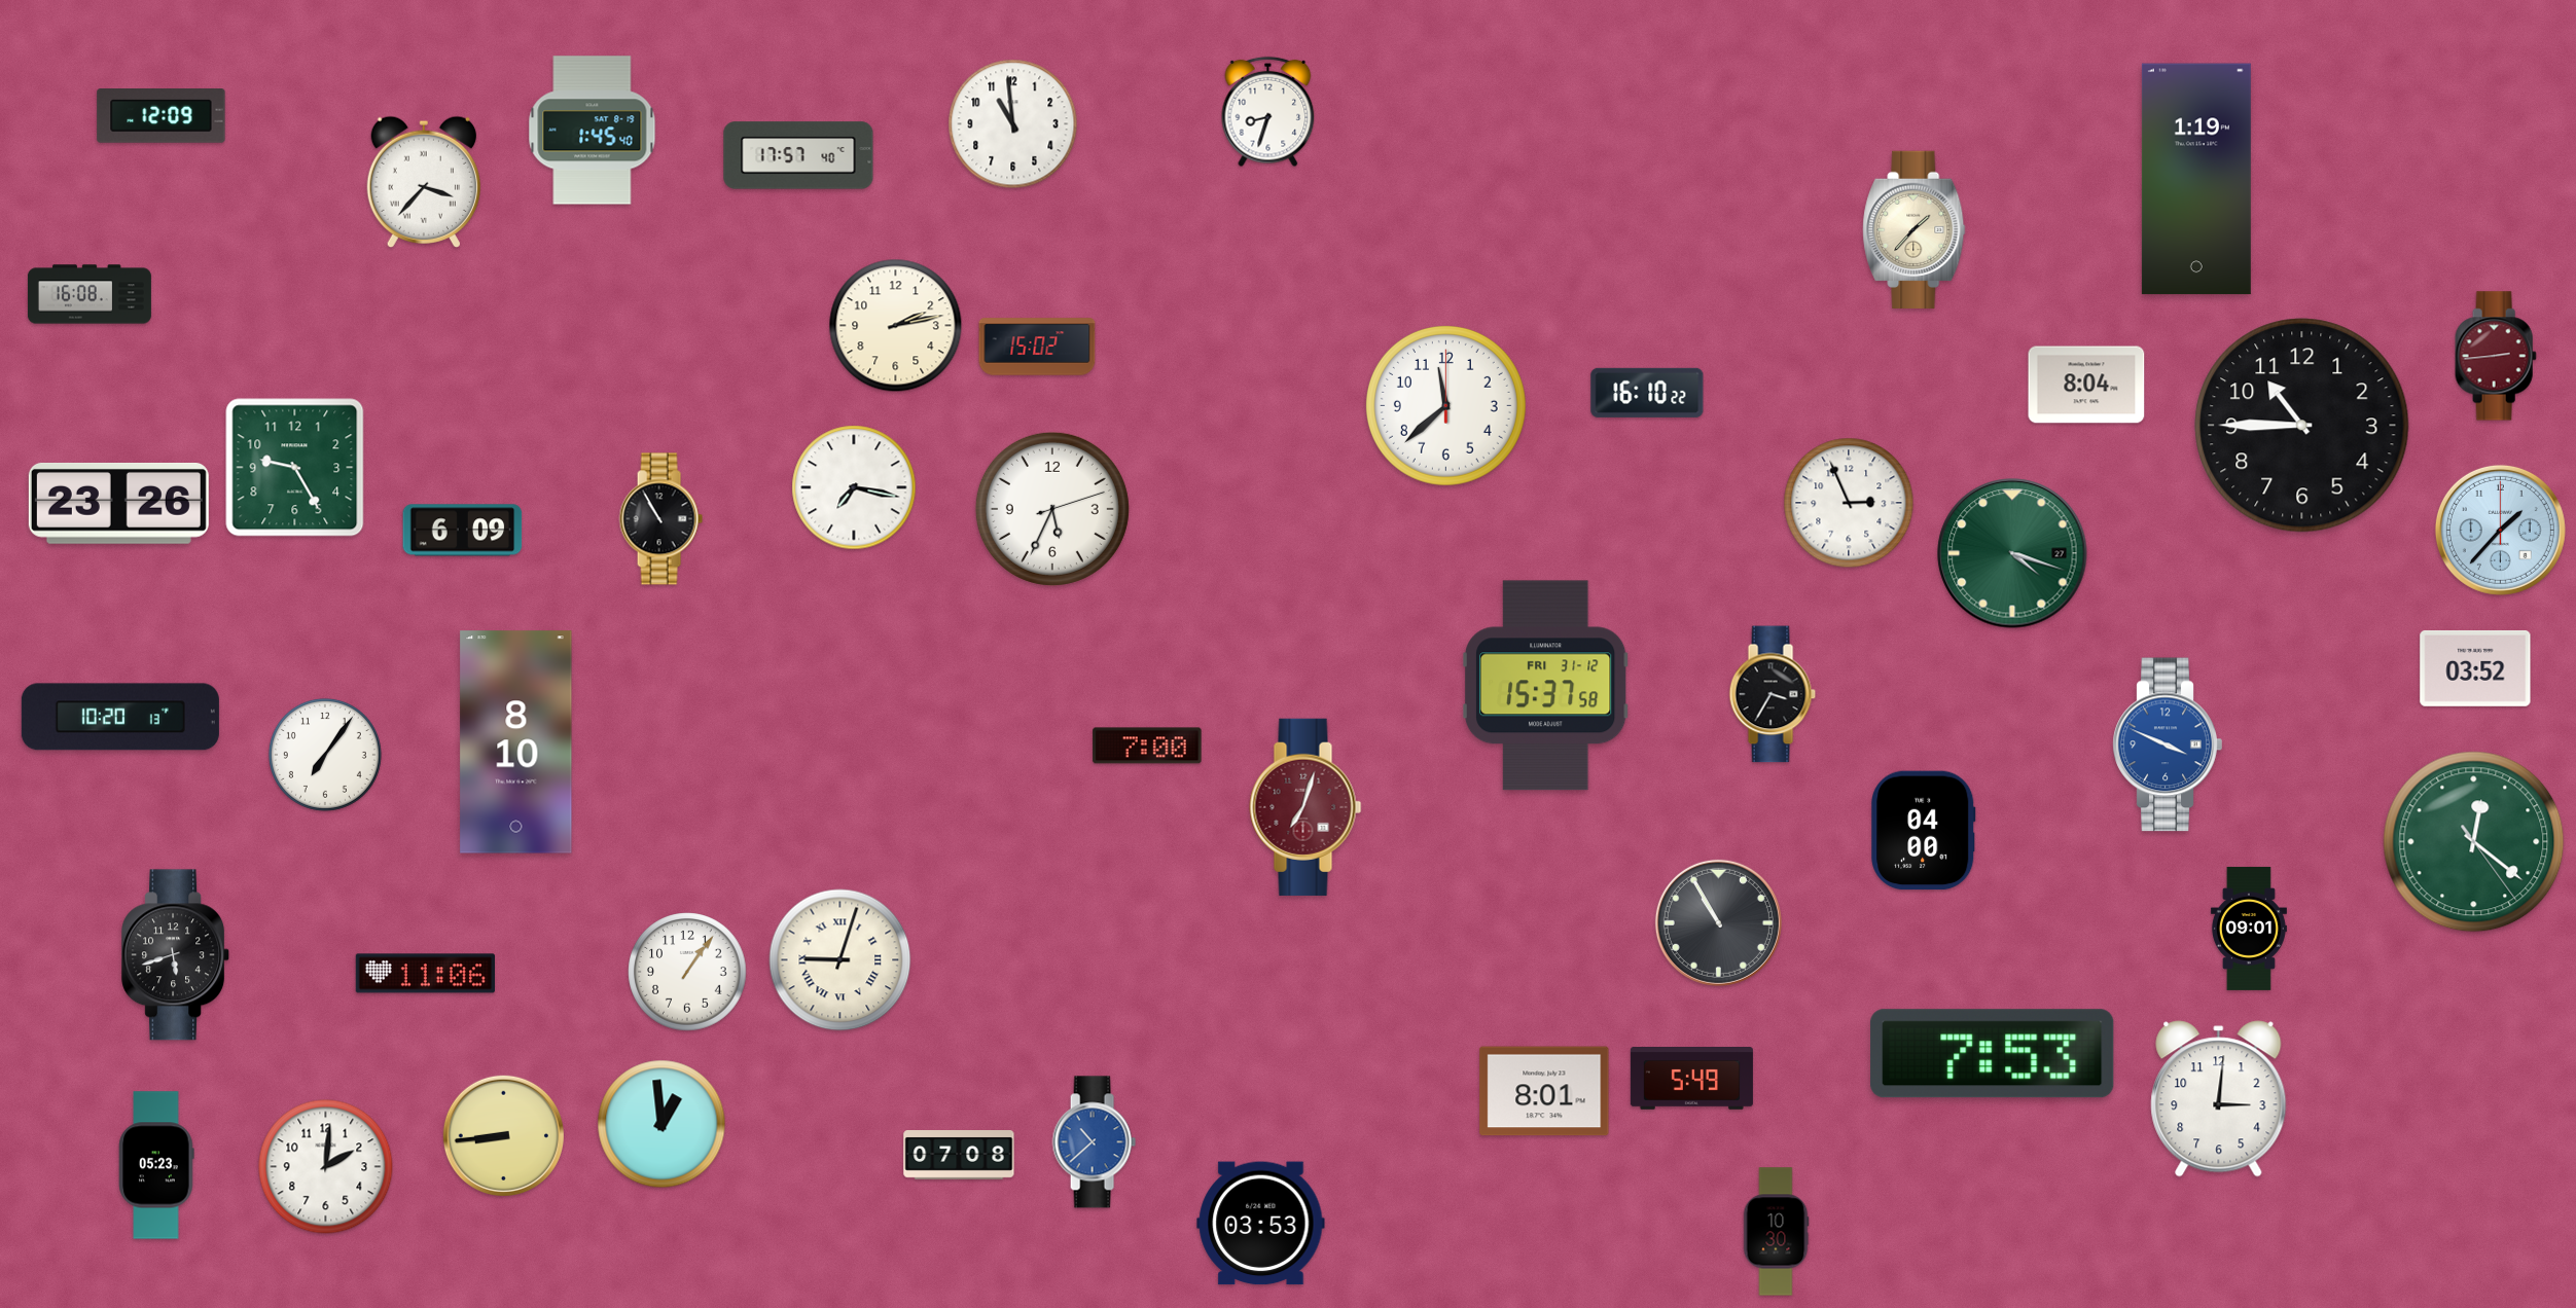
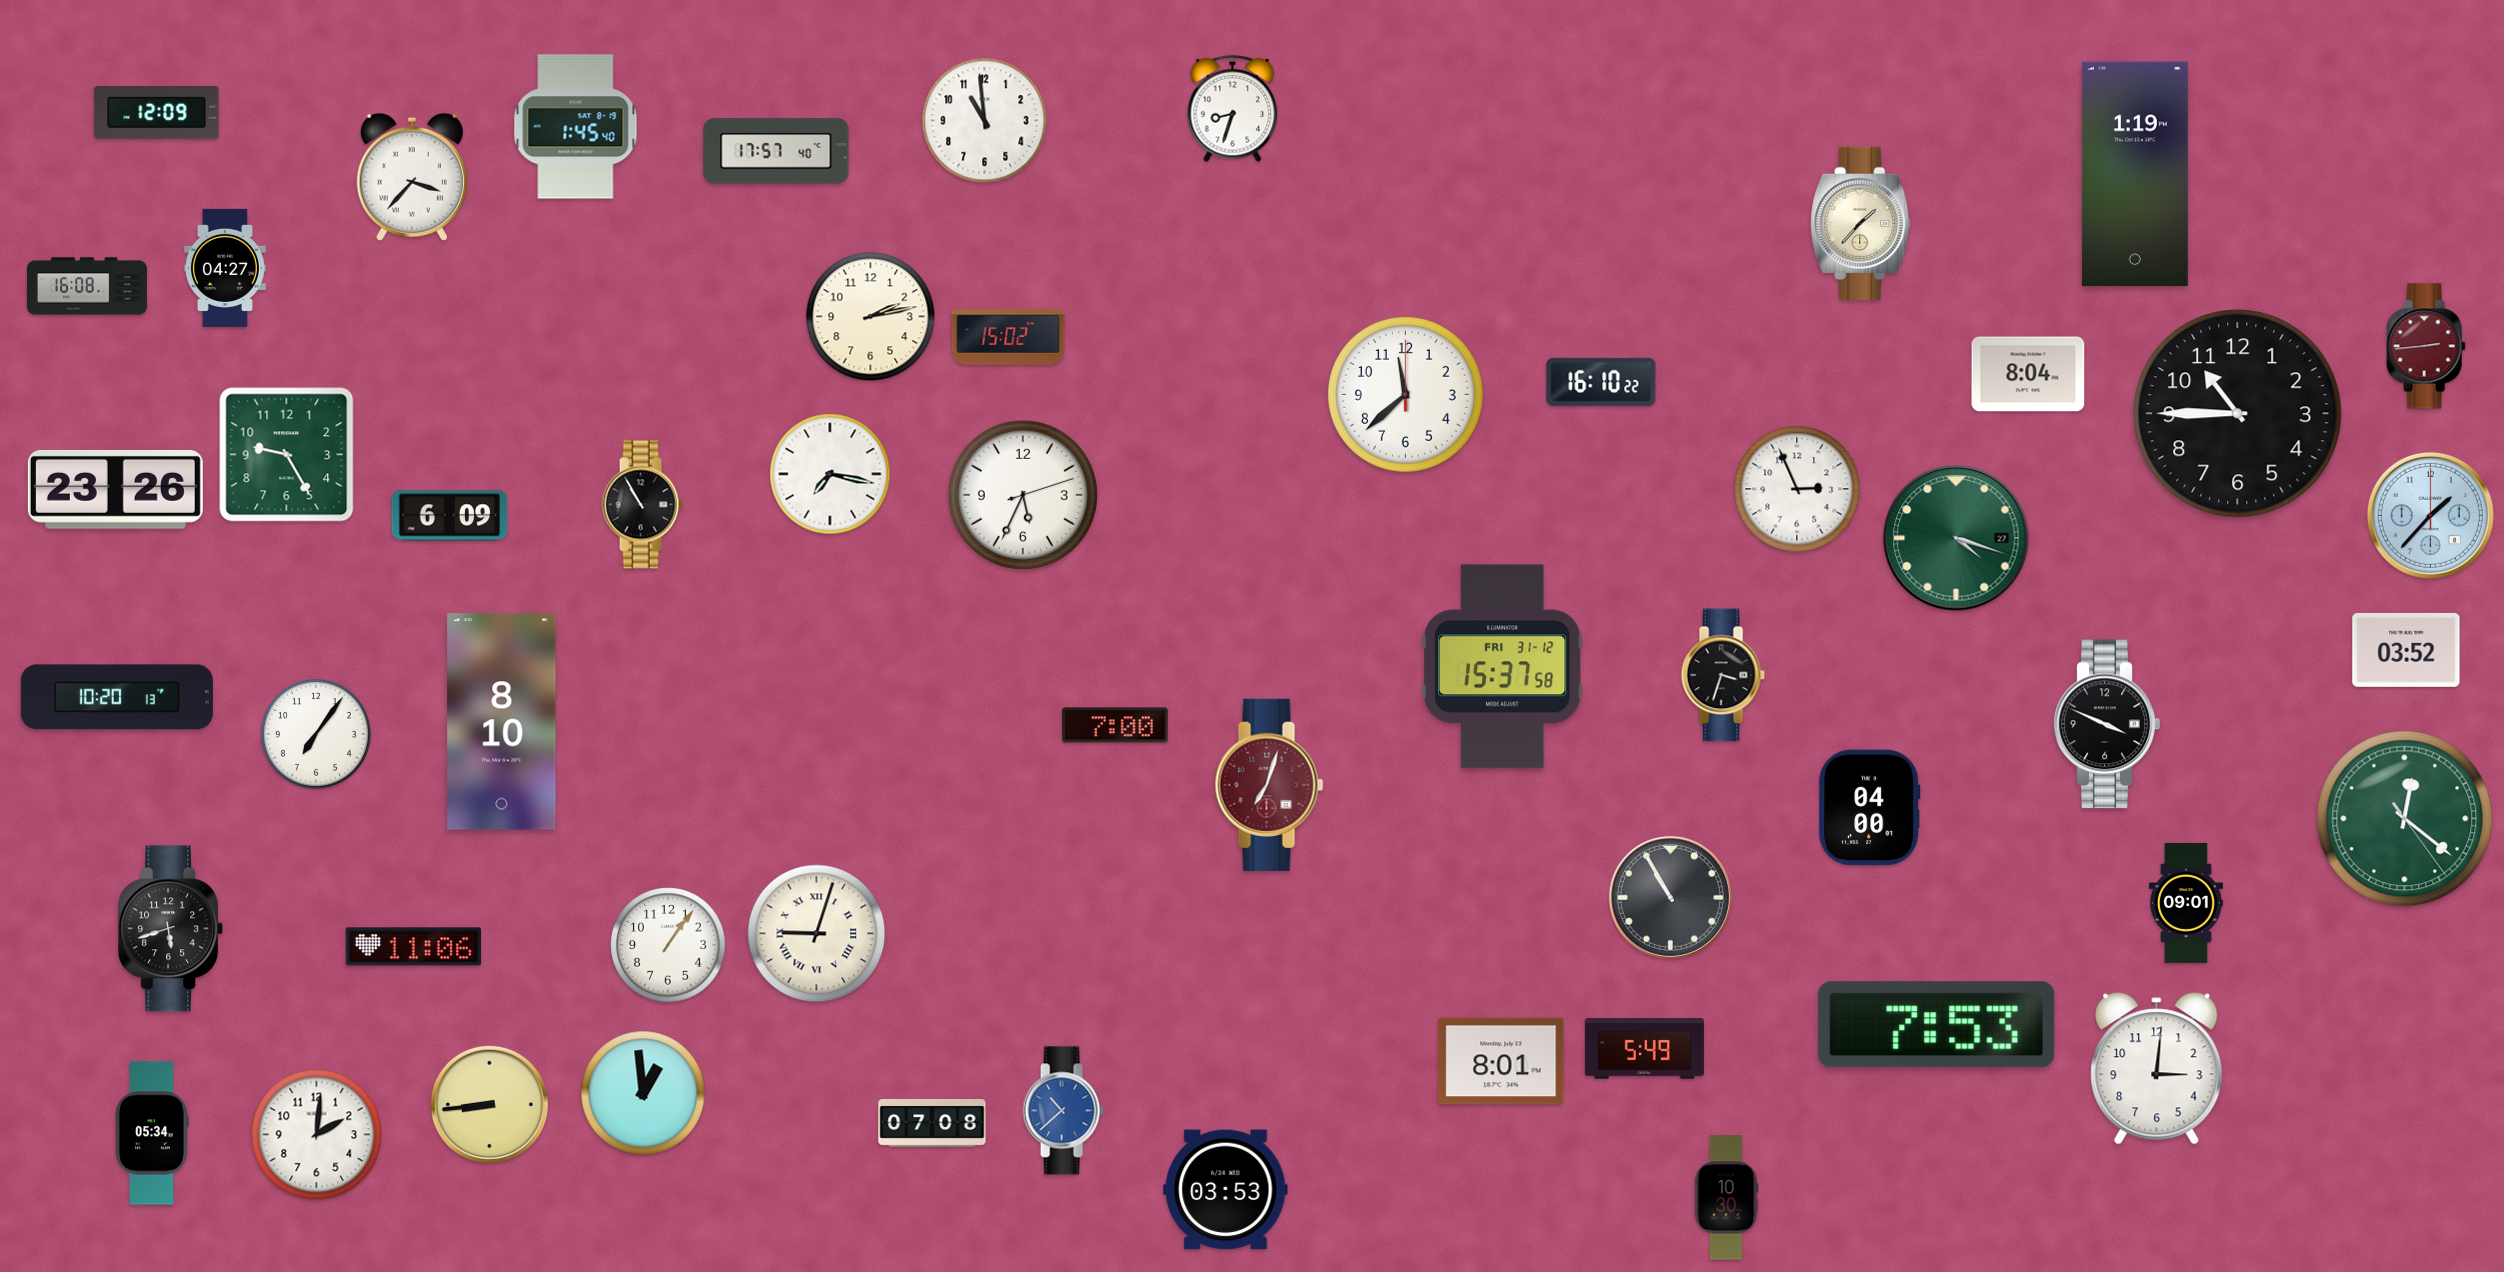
clock at (225, 268): none -> 04:27
clock at (1773, 694): 3:35 -> 3:33
clock at (2168, 744) dial: blue -> black
clock at (156, 1165): 05:23 -> 05:34
